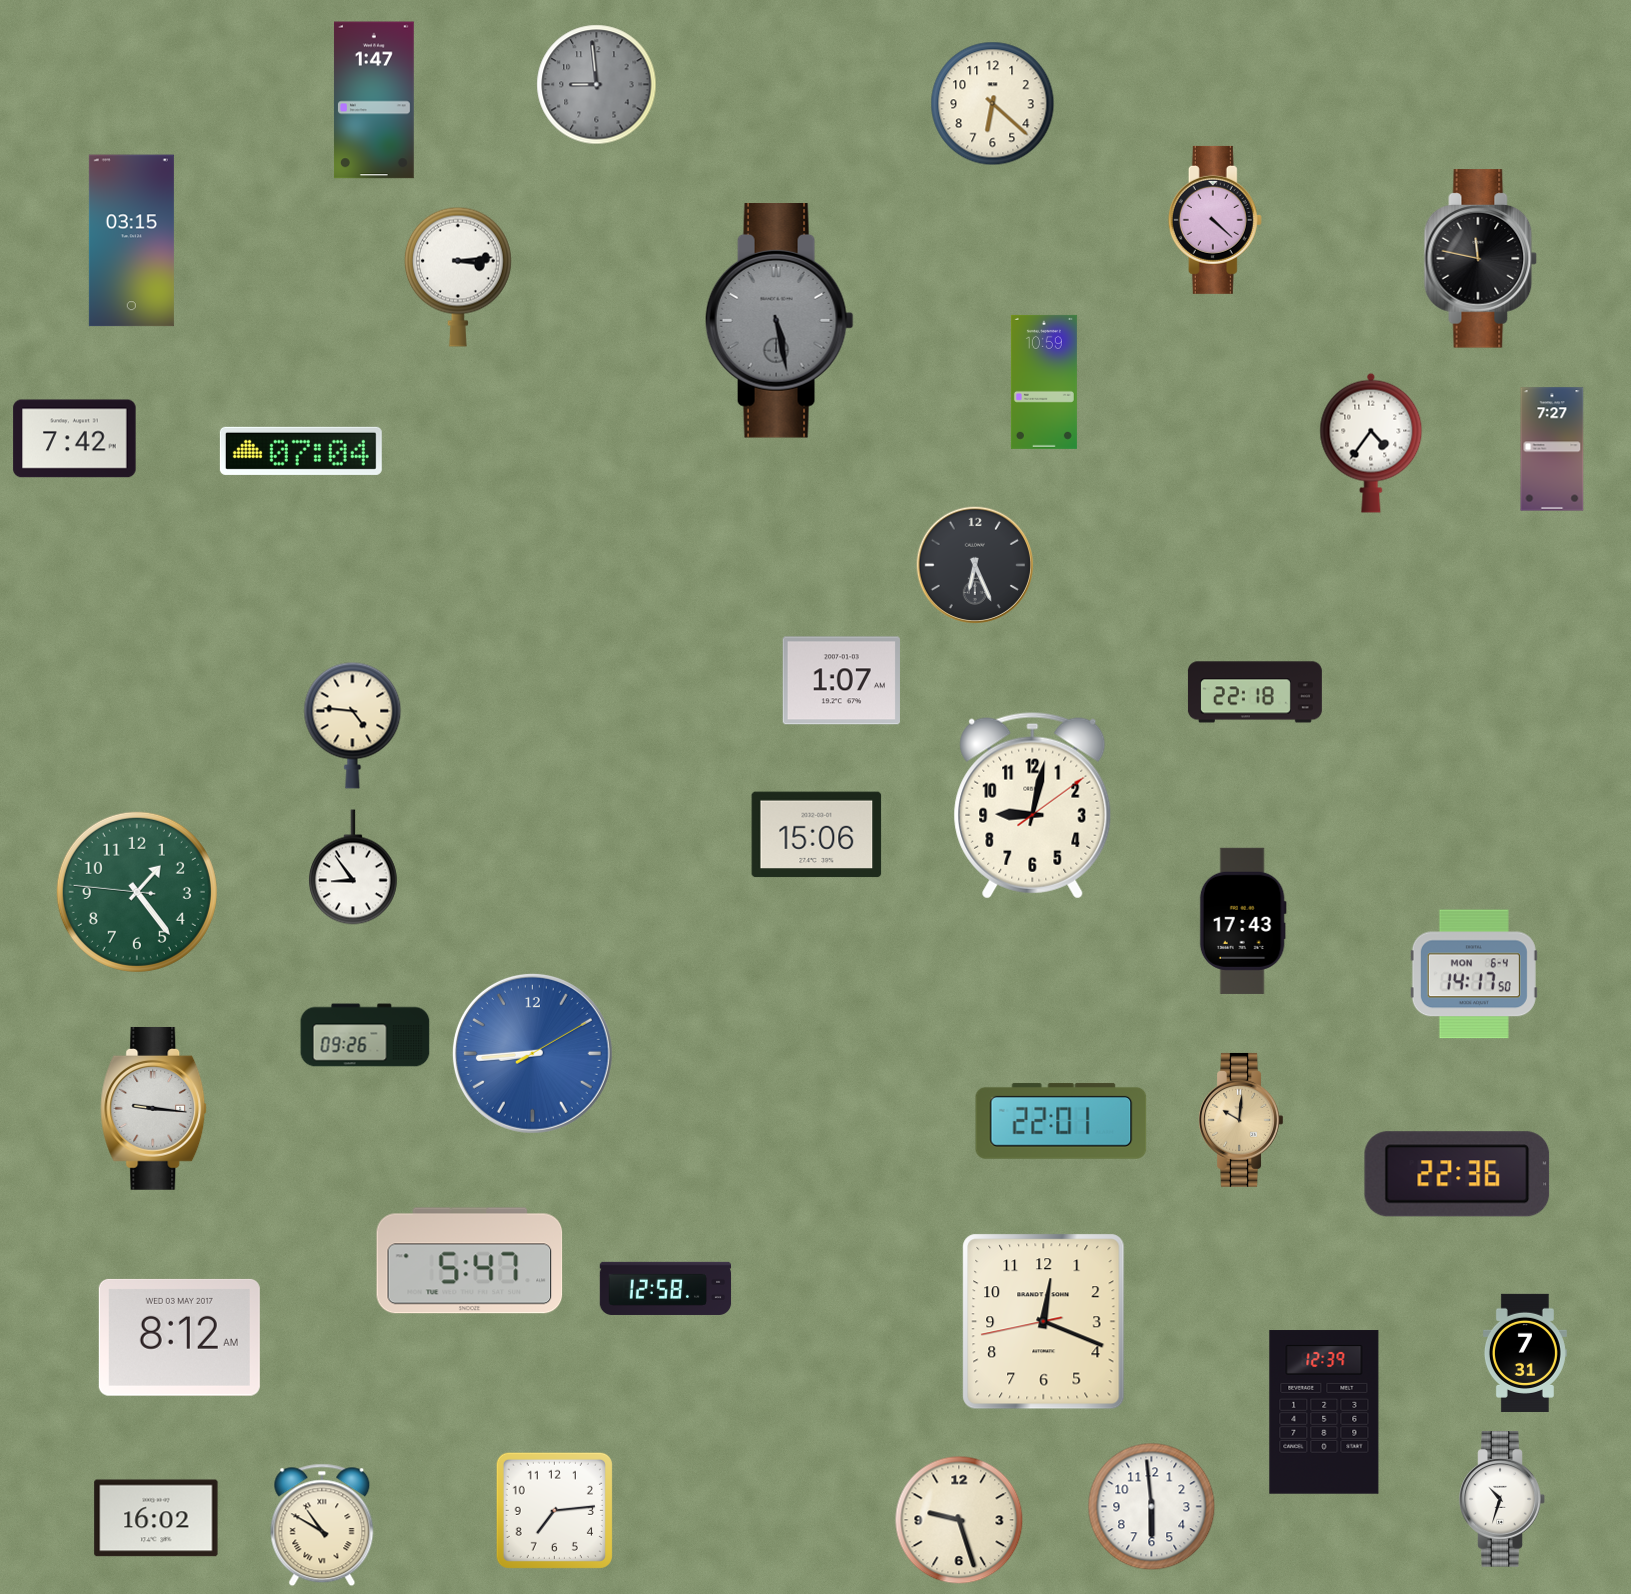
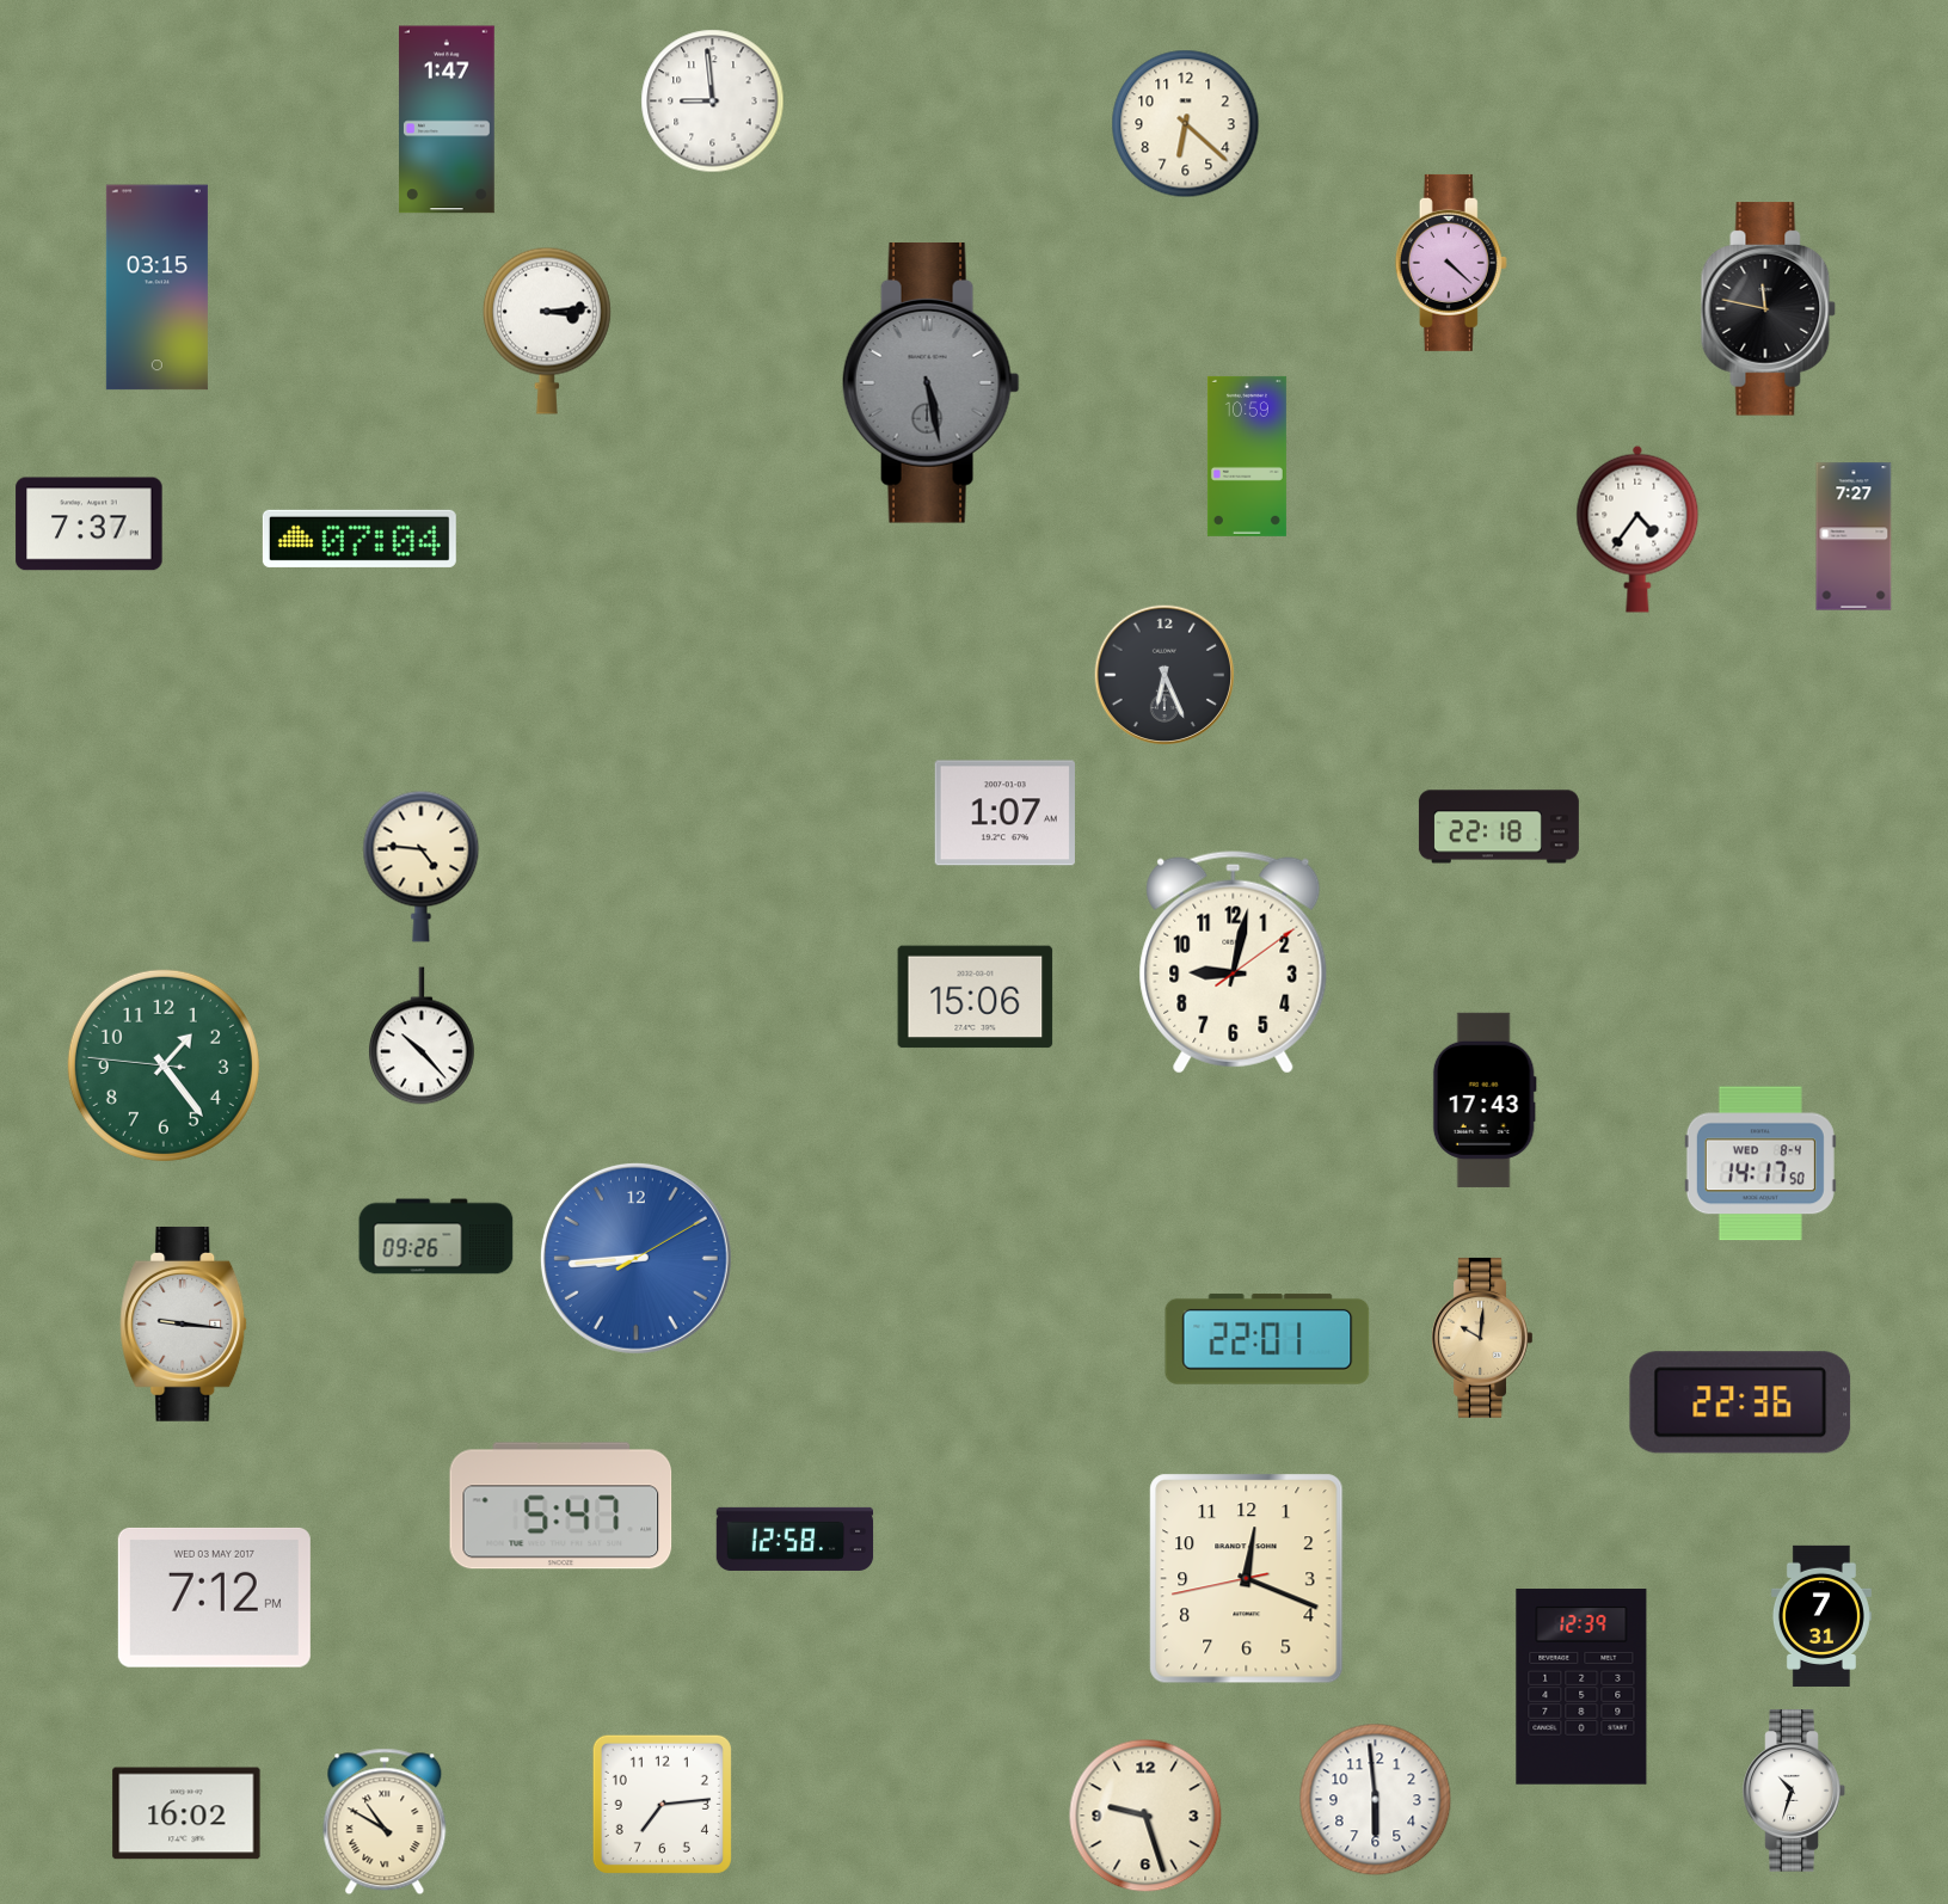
clock at (597, 85) dial: grey -> white
clock at (75, 439): 7:42 -> 7:37
clock at (353, 867): 8:54 -> 10:23
clock at (1474, 974) date: MON 6-4 -> WED 8-4
clock at (179, 1337): 8:12 -> 7:12
